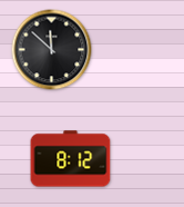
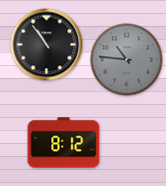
clock at (52, 50): 11:52 -> 10:54
clock at (127, 60): none -> 10:46
